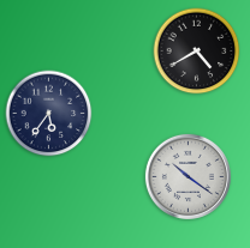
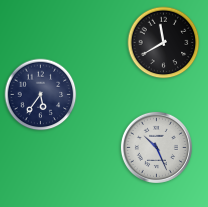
clock at (197, 52): 4:40 -> 11:40
clock at (187, 176): 10:21 -> 10:26
